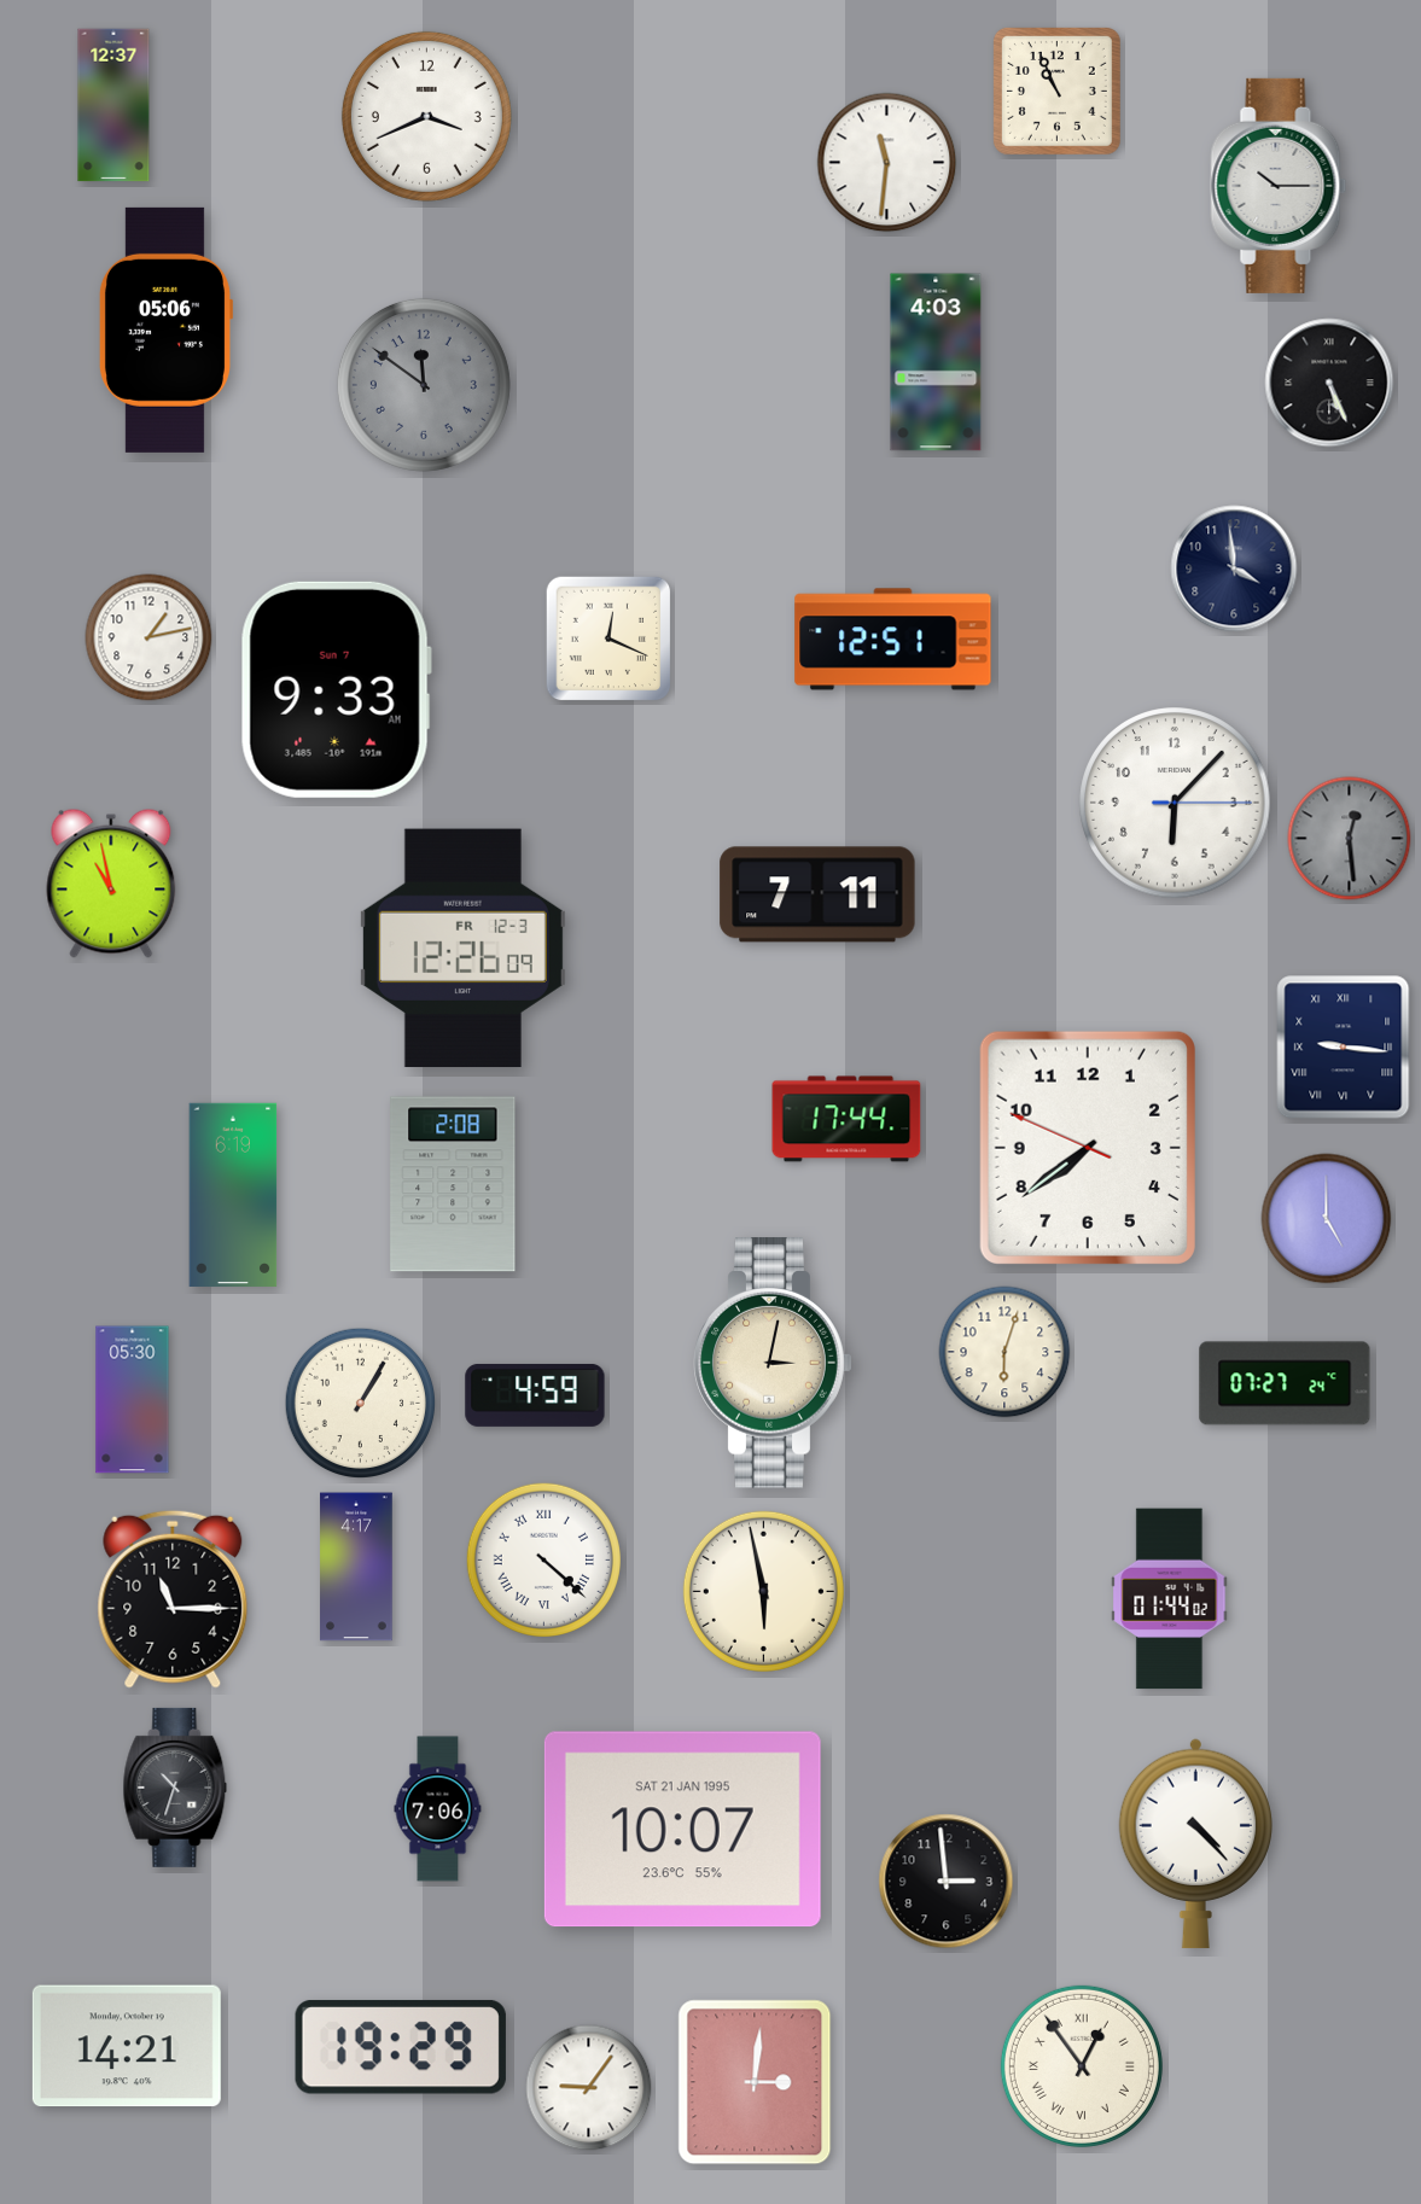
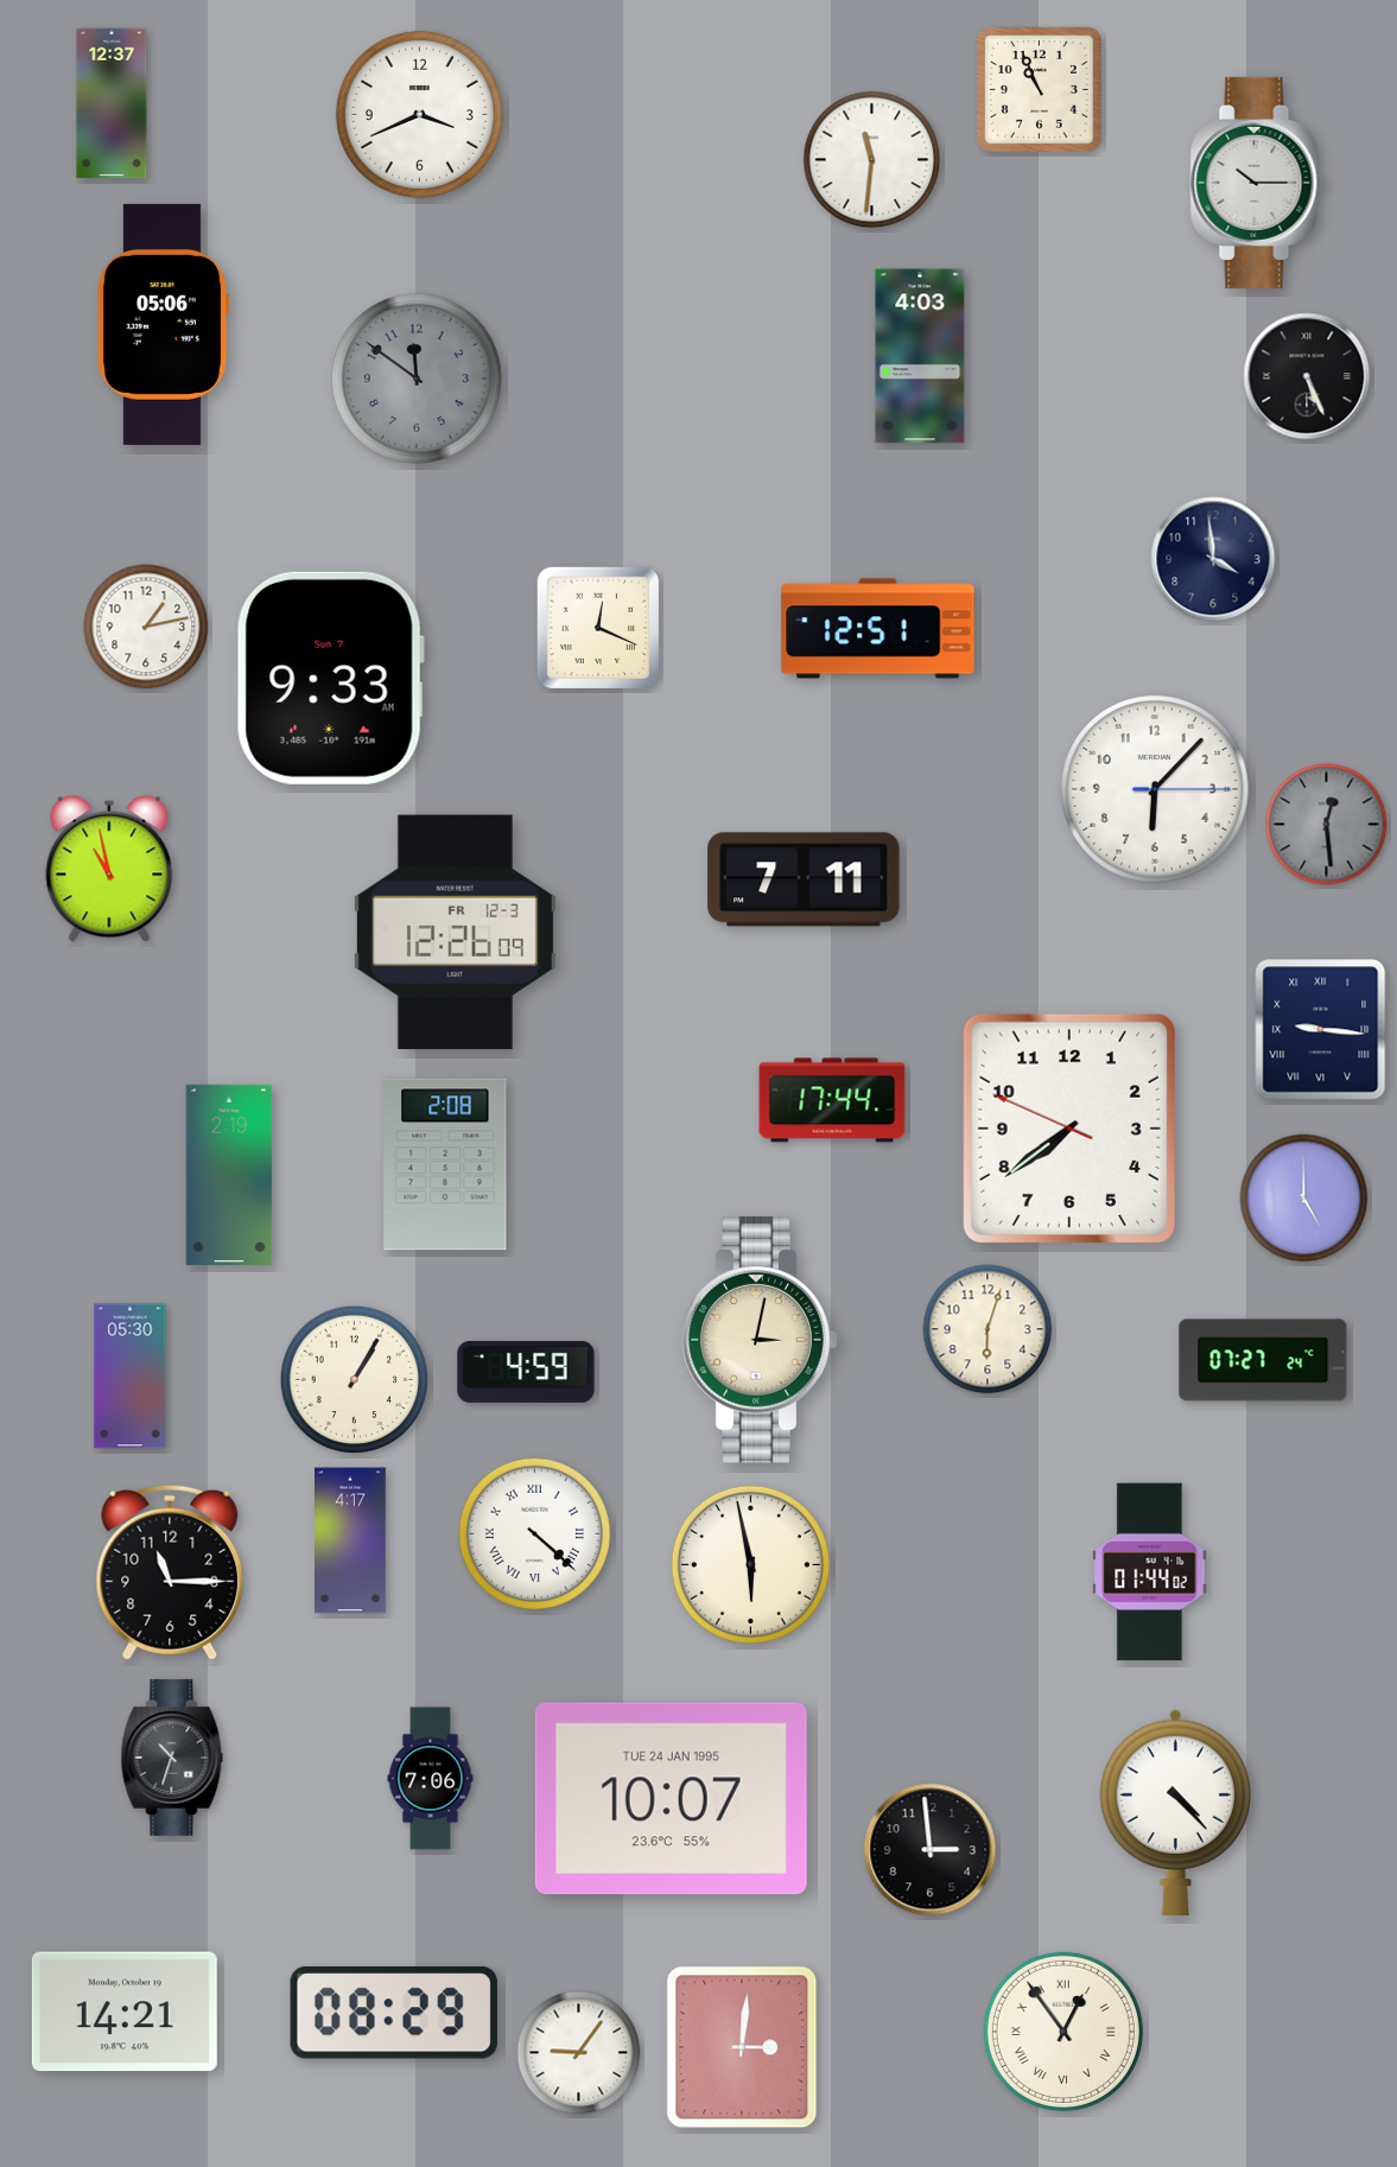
clock at (233, 1195): 6:19 -> 2:19
clock at (682, 1830) date: SAT 21 JAN 1995 -> TUE 24 JAN 1995
clock at (401, 2047): 19:29 -> 08:29
